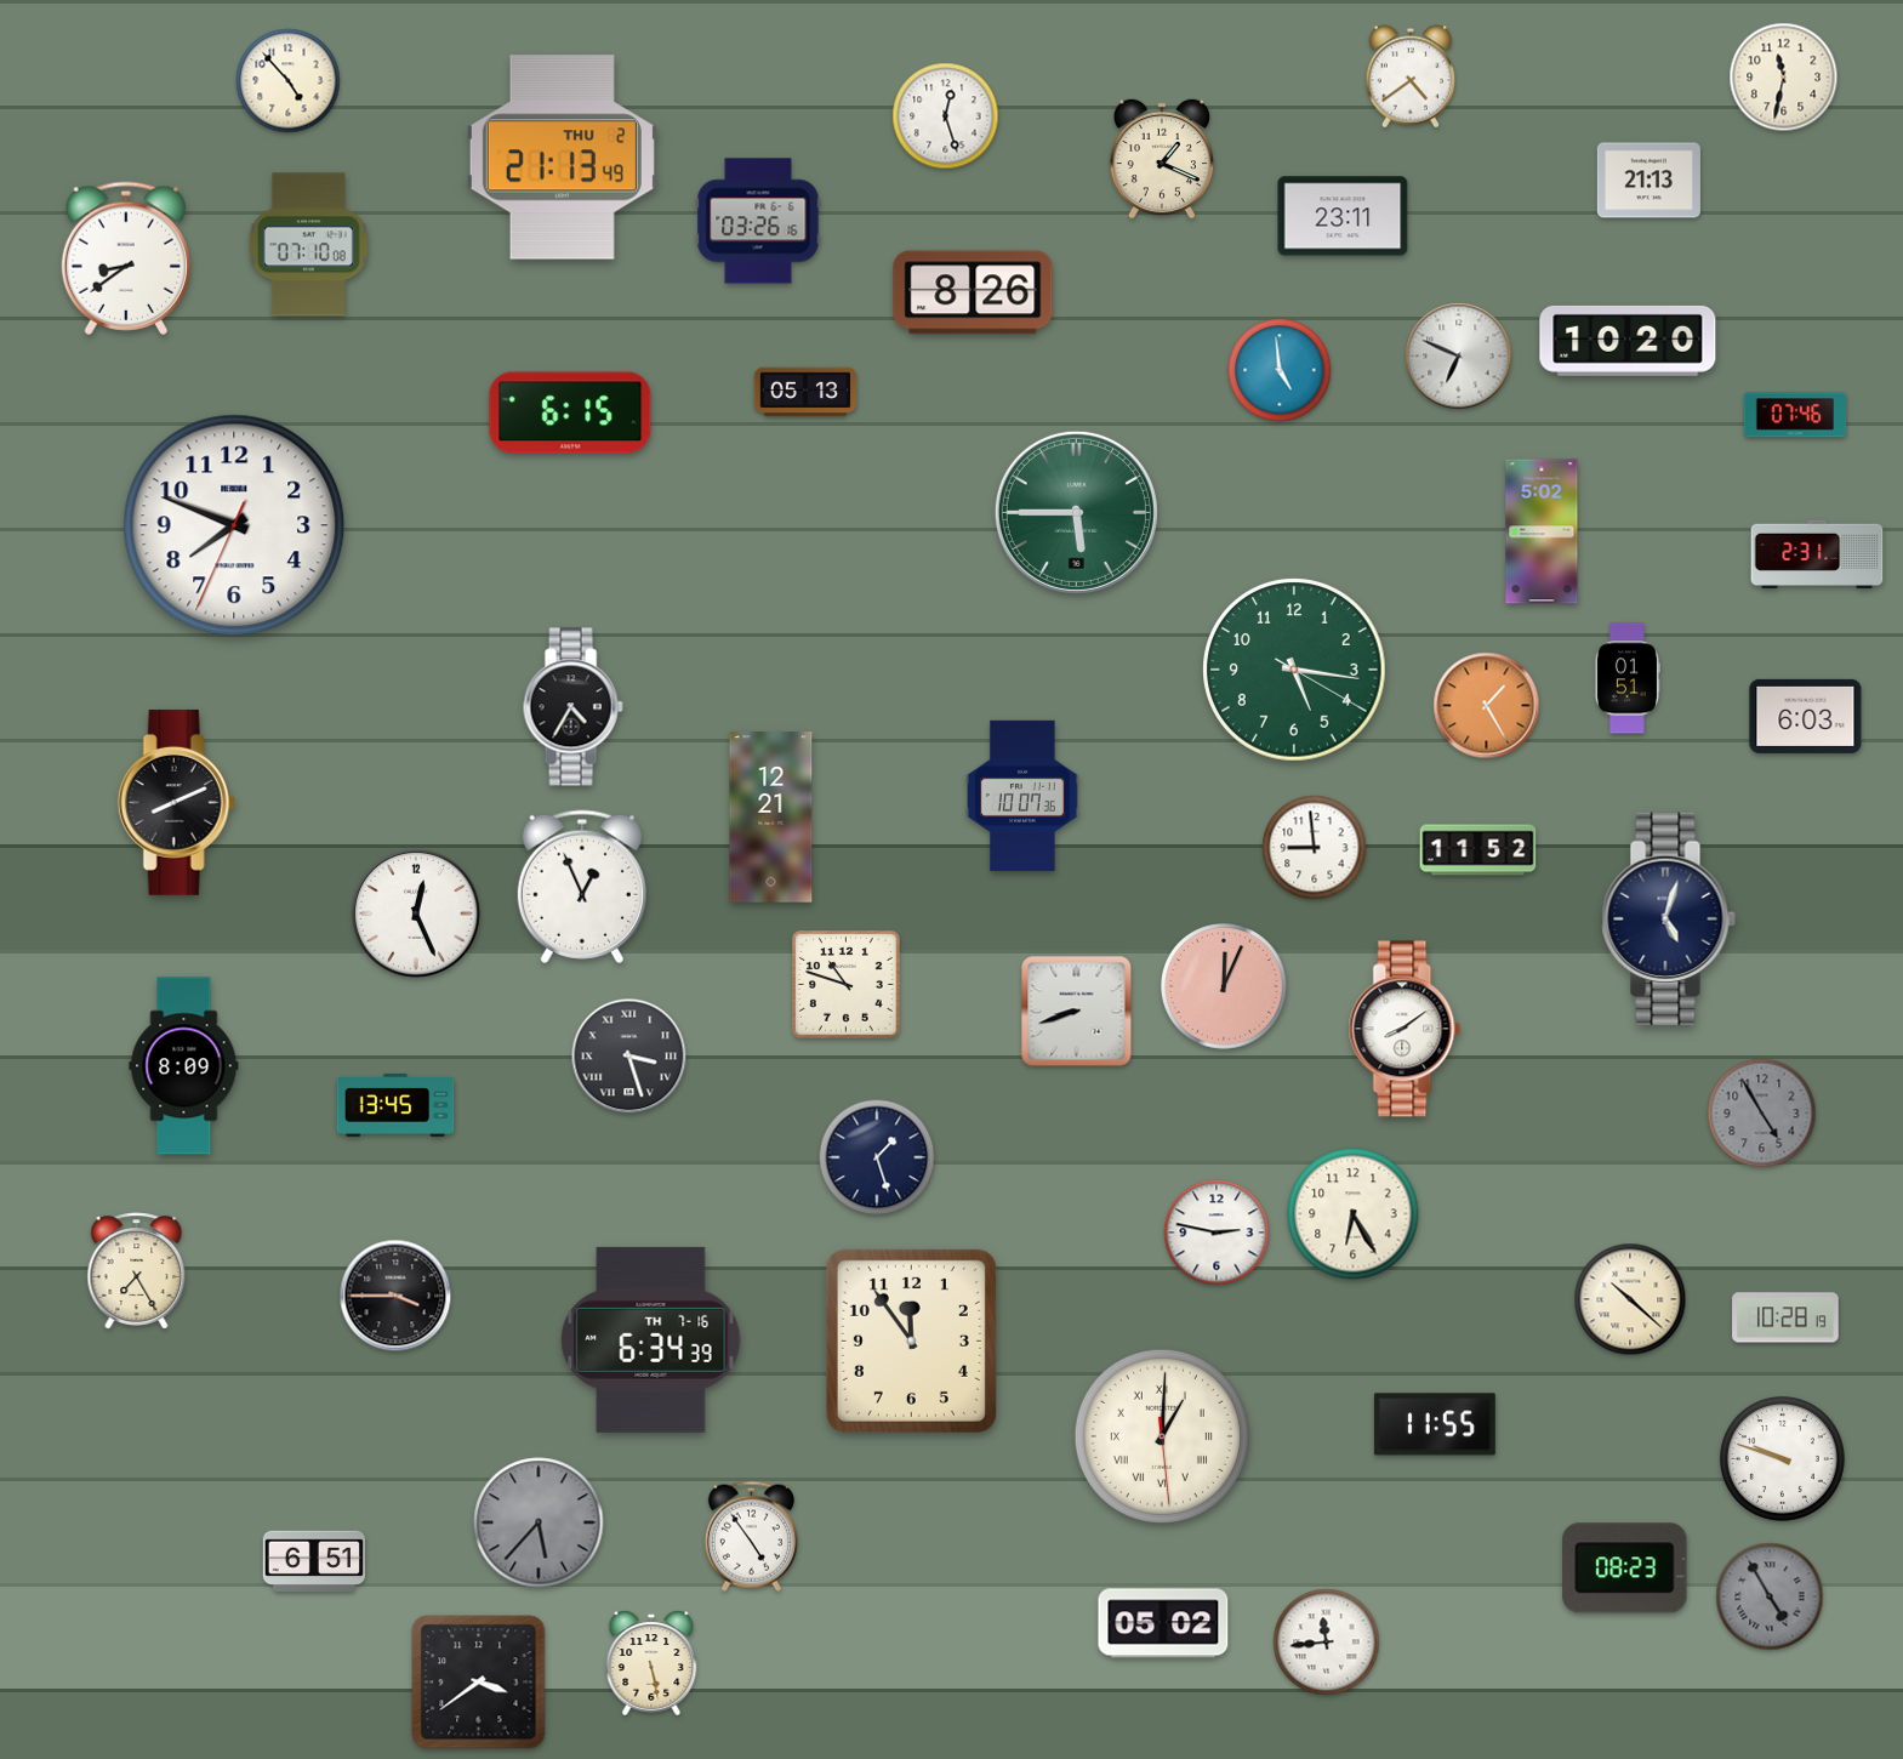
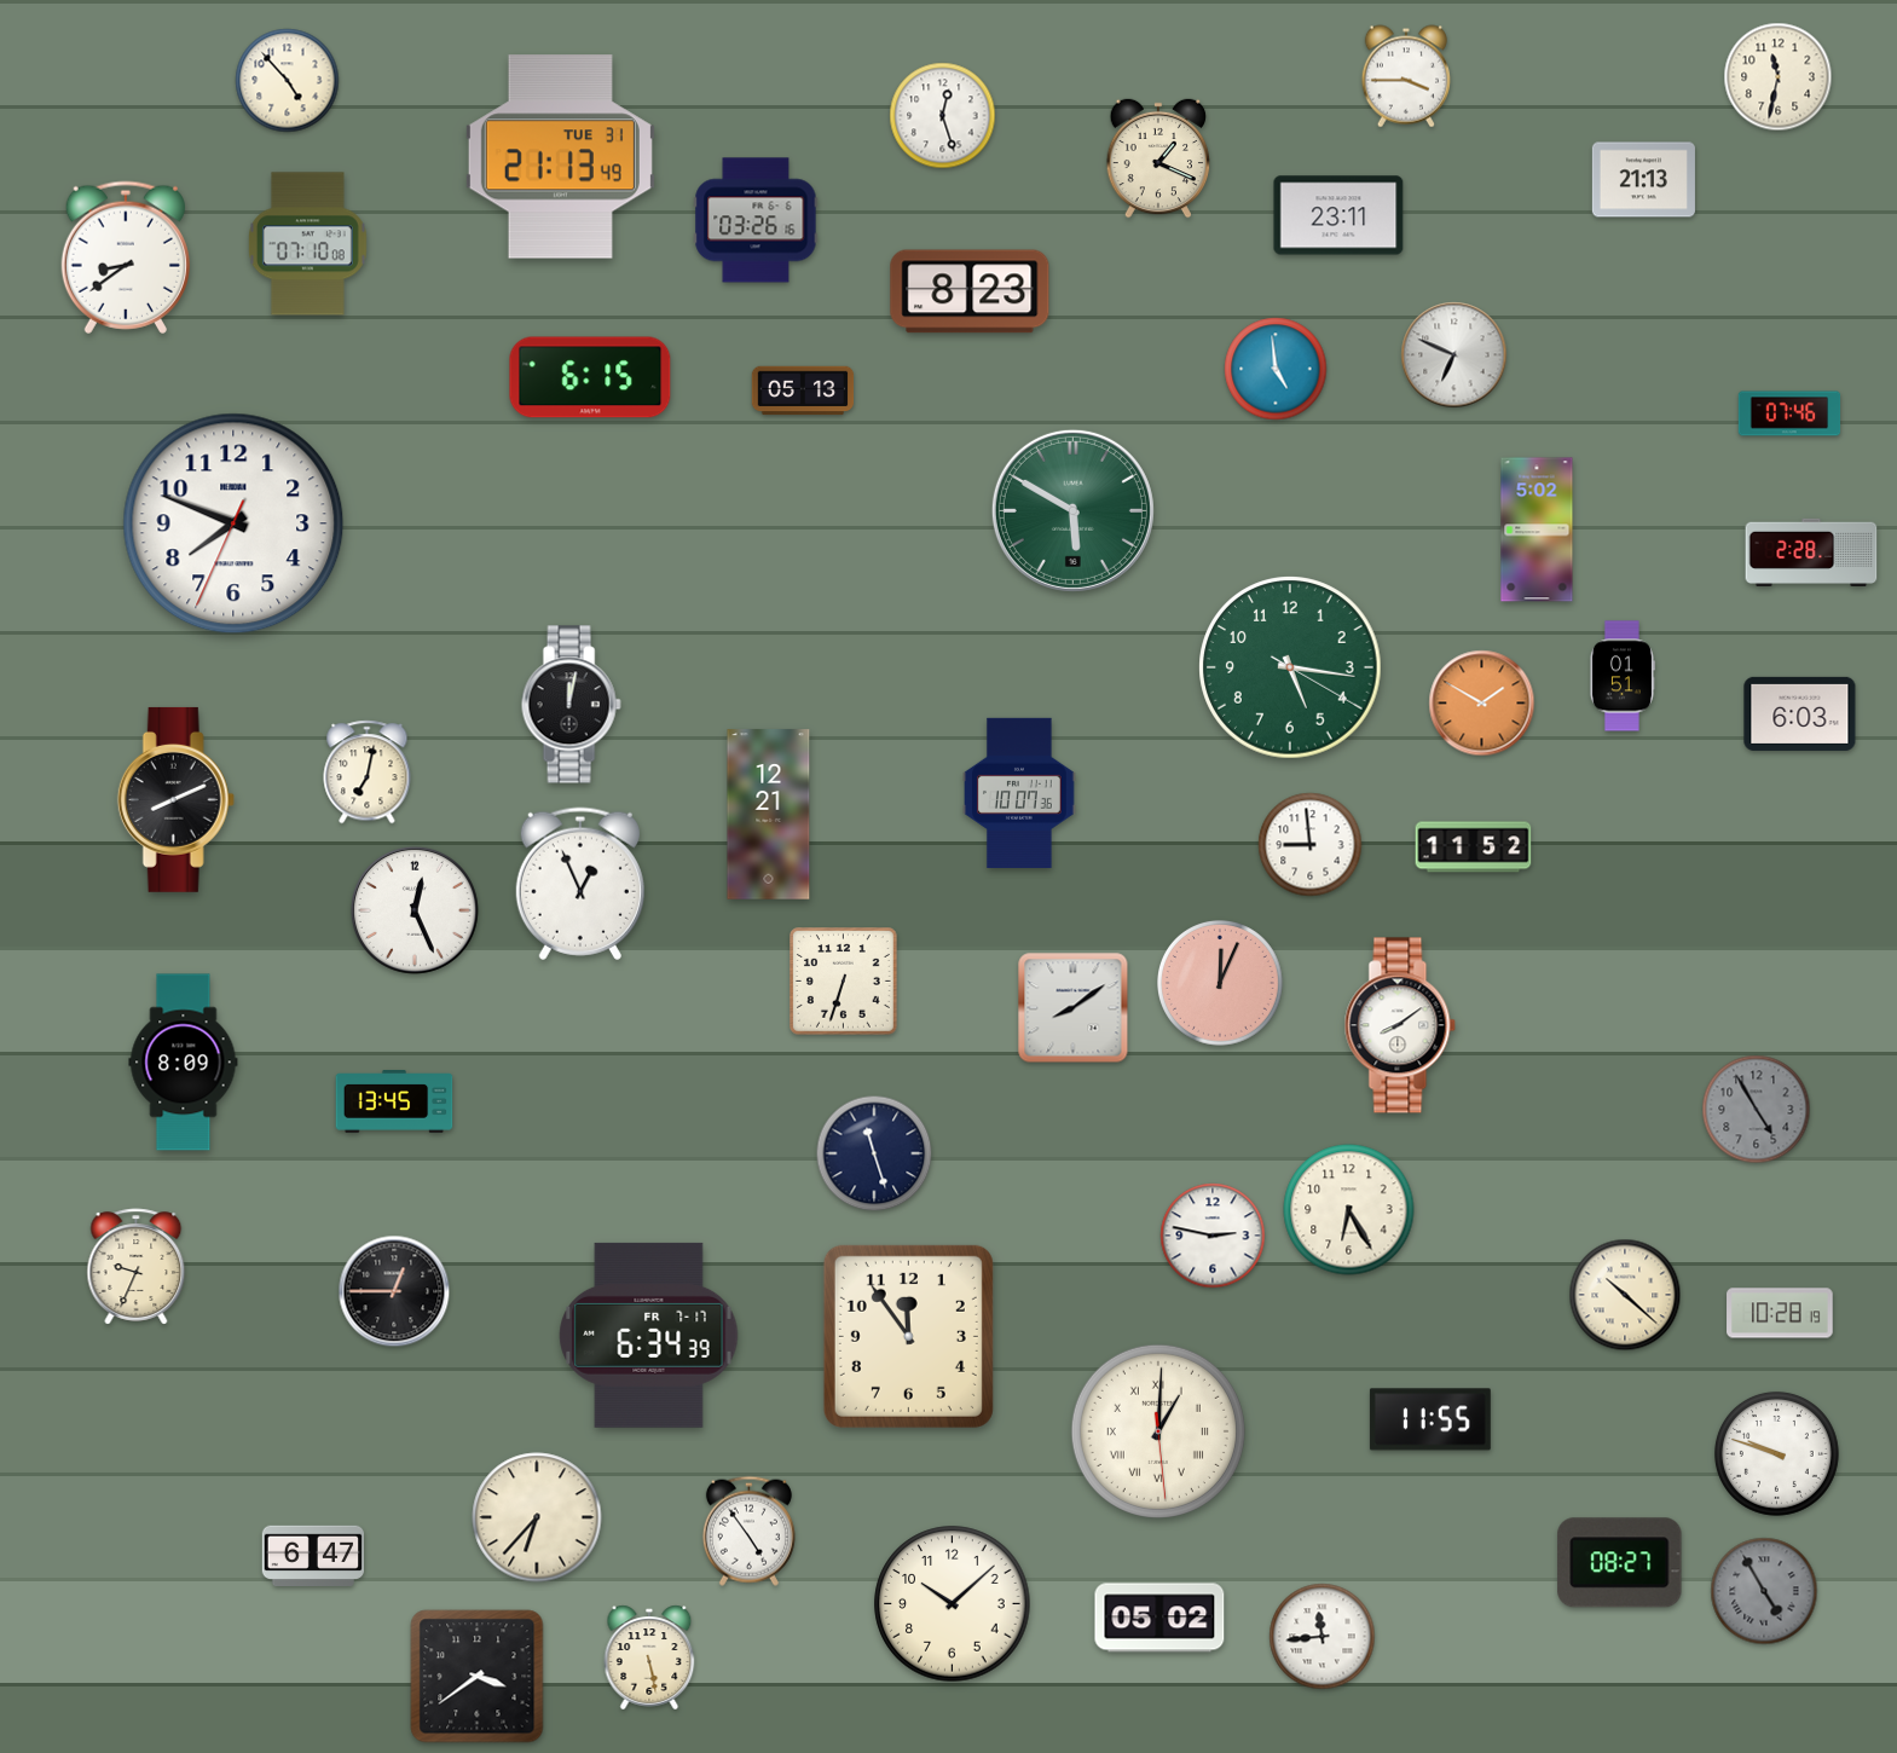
clock at (1409, 76): 4:39 -> 3:45
clock at (562, 158) date: THU 2 -> TUE 31
clock at (973, 292): 8:26 -> 8:23
clock at (1628, 341): 10:20 -> none
clock at (570, 412) position: (570, 412) -> (590, 377)
clock at (1076, 512): 5:45 -> 5:50
clock at (1817, 553): 2:31 -> 2:28
clock at (1487, 706): 1:25 -> 1:50
clock at (572, 707): 4:35 -> 12:02
clock at (368, 773): none -> 7:02
clock at (1668, 920): 5:03 -> none
clock at (847, 985): 10:48 -> 6:33
clock at (1077, 1012): 8:42 -> 8:09
clock at (629, 1057): 3:27 -> none
clock at (877, 1157): 1:27 -> 11:27
clock at (1217, 1233) position: (1217, 1233) -> (1213, 1236)
clock at (137, 1271): 7:25 -> 9:34
clock at (395, 1296): 3:45 -> 12:45
clock at (651, 1339) date: TH 7-16 -> FR 7-17
clock at (539, 1522): 5:37 -> 6:37
clock at (539, 1522) dial: grey -> cream
clock at (313, 1561): 6:51 -> 6:47
clock at (1625, 1569): 08:23 -> 08:27
clock at (953, 1604): none -> 10:08
